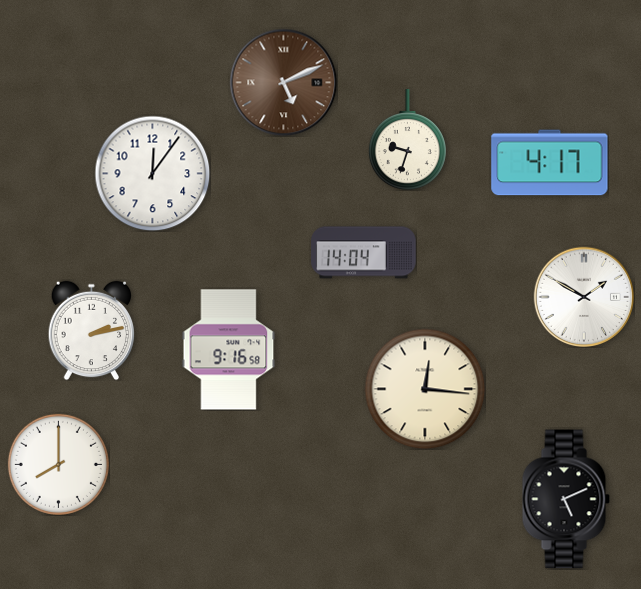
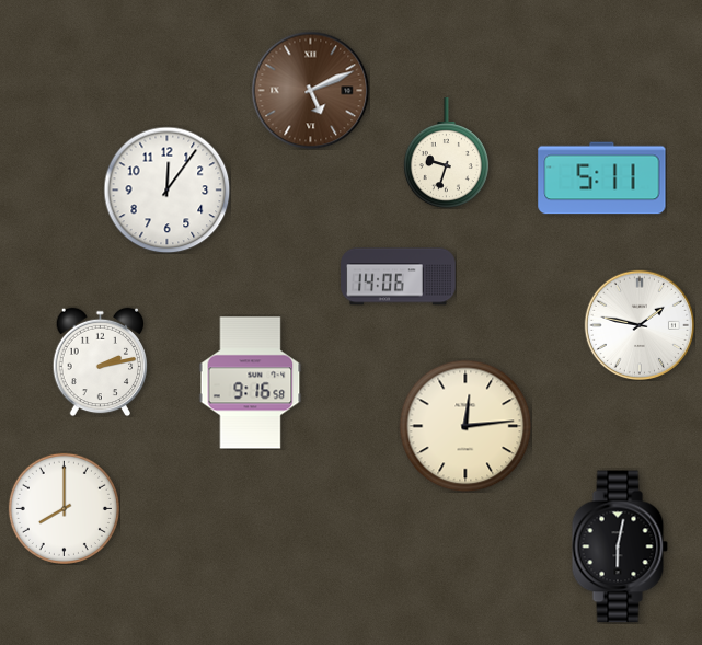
clock at (550, 163): 4:17 -> 5:11
clock at (364, 253): 14:04 -> 14:06
clock at (584, 297): 1:50 -> 1:47
clock at (425, 389): 12:16 -> 12:14
clock at (566, 499): 5:11 -> 6:02
